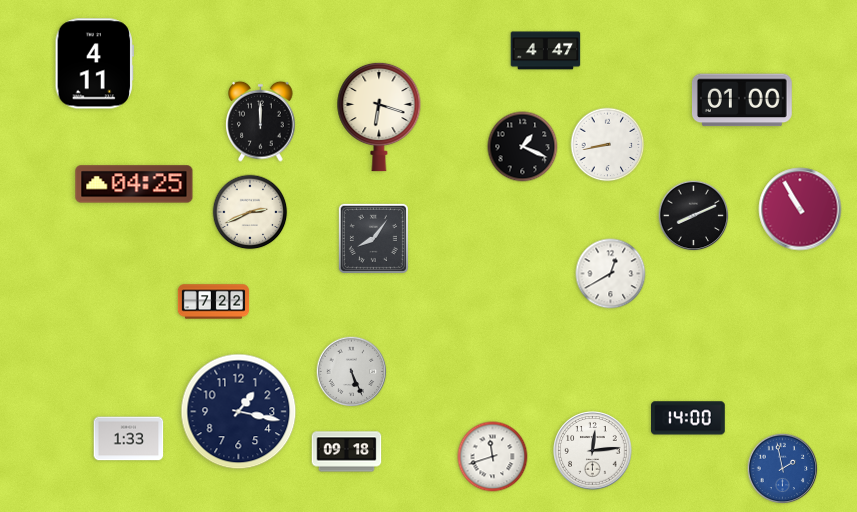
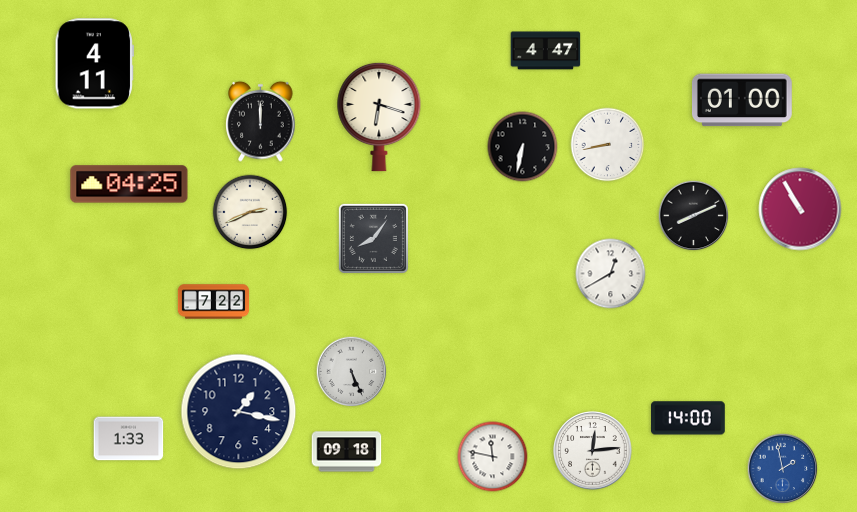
clock at (523, 147): 1:19 -> 6:32
clock at (134, 184) position: (134, 184) -> (129, 184)
clock at (493, 457): 11:42 -> 11:47
